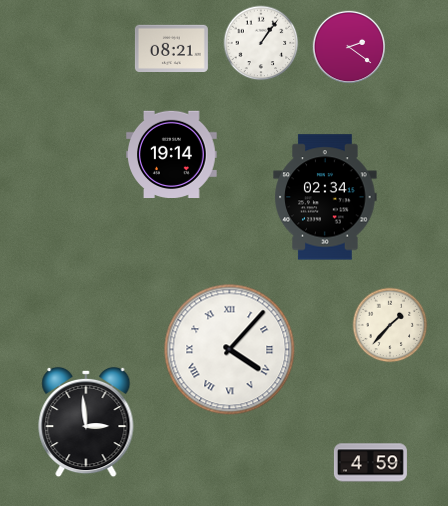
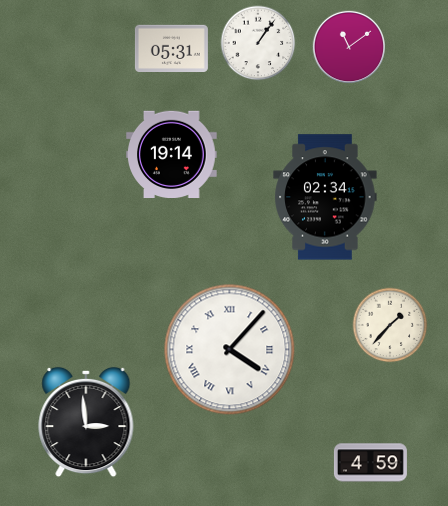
clock at (261, 43) position: (261, 43) -> (258, 43)
clock at (348, 46): 2:21 -> 11:09
clock at (171, 48): 08:21 -> 05:31
